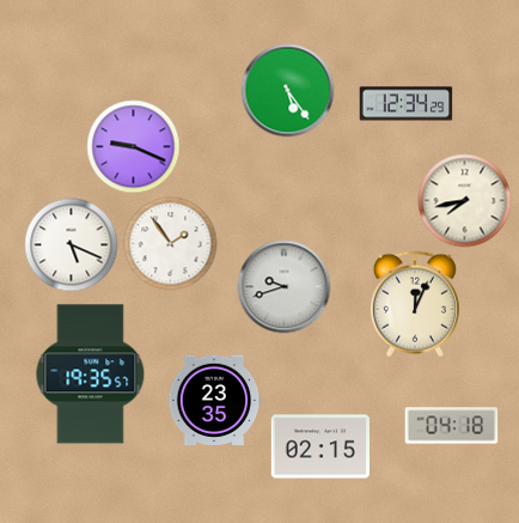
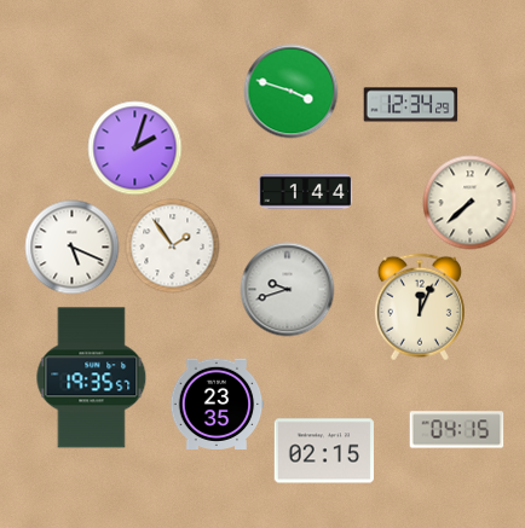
clock at (287, 90): 5:24 -> 3:48
clock at (133, 146): 9:19 -> 2:03
clock at (305, 192): none -> 1:44
clock at (464, 200): 7:43 -> 7:38
clock at (451, 426): 04:18 -> 04:15
